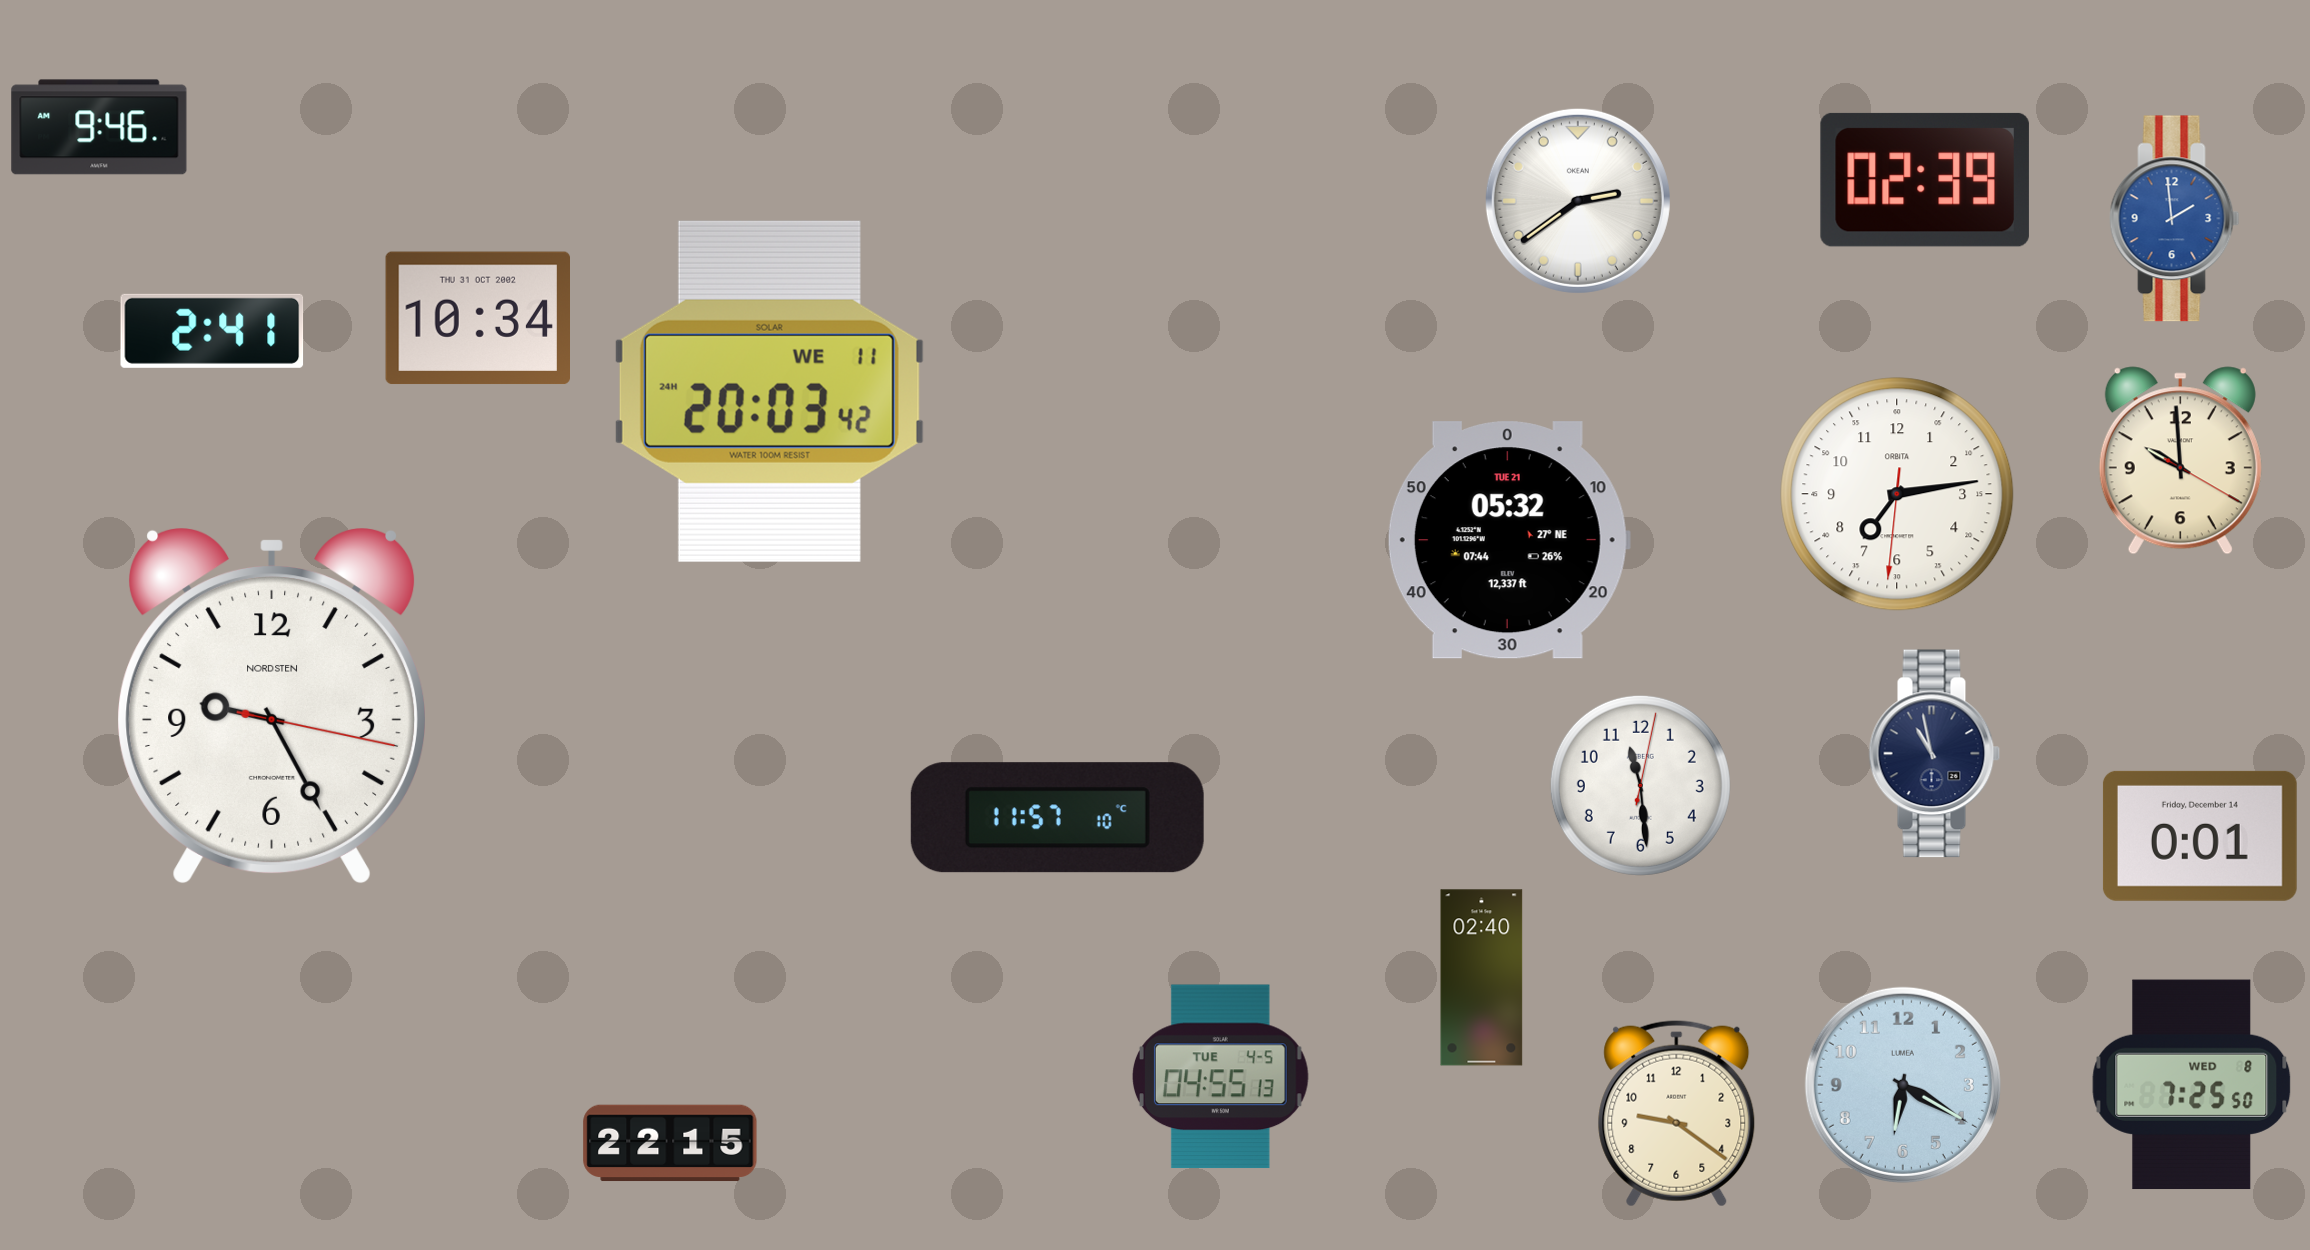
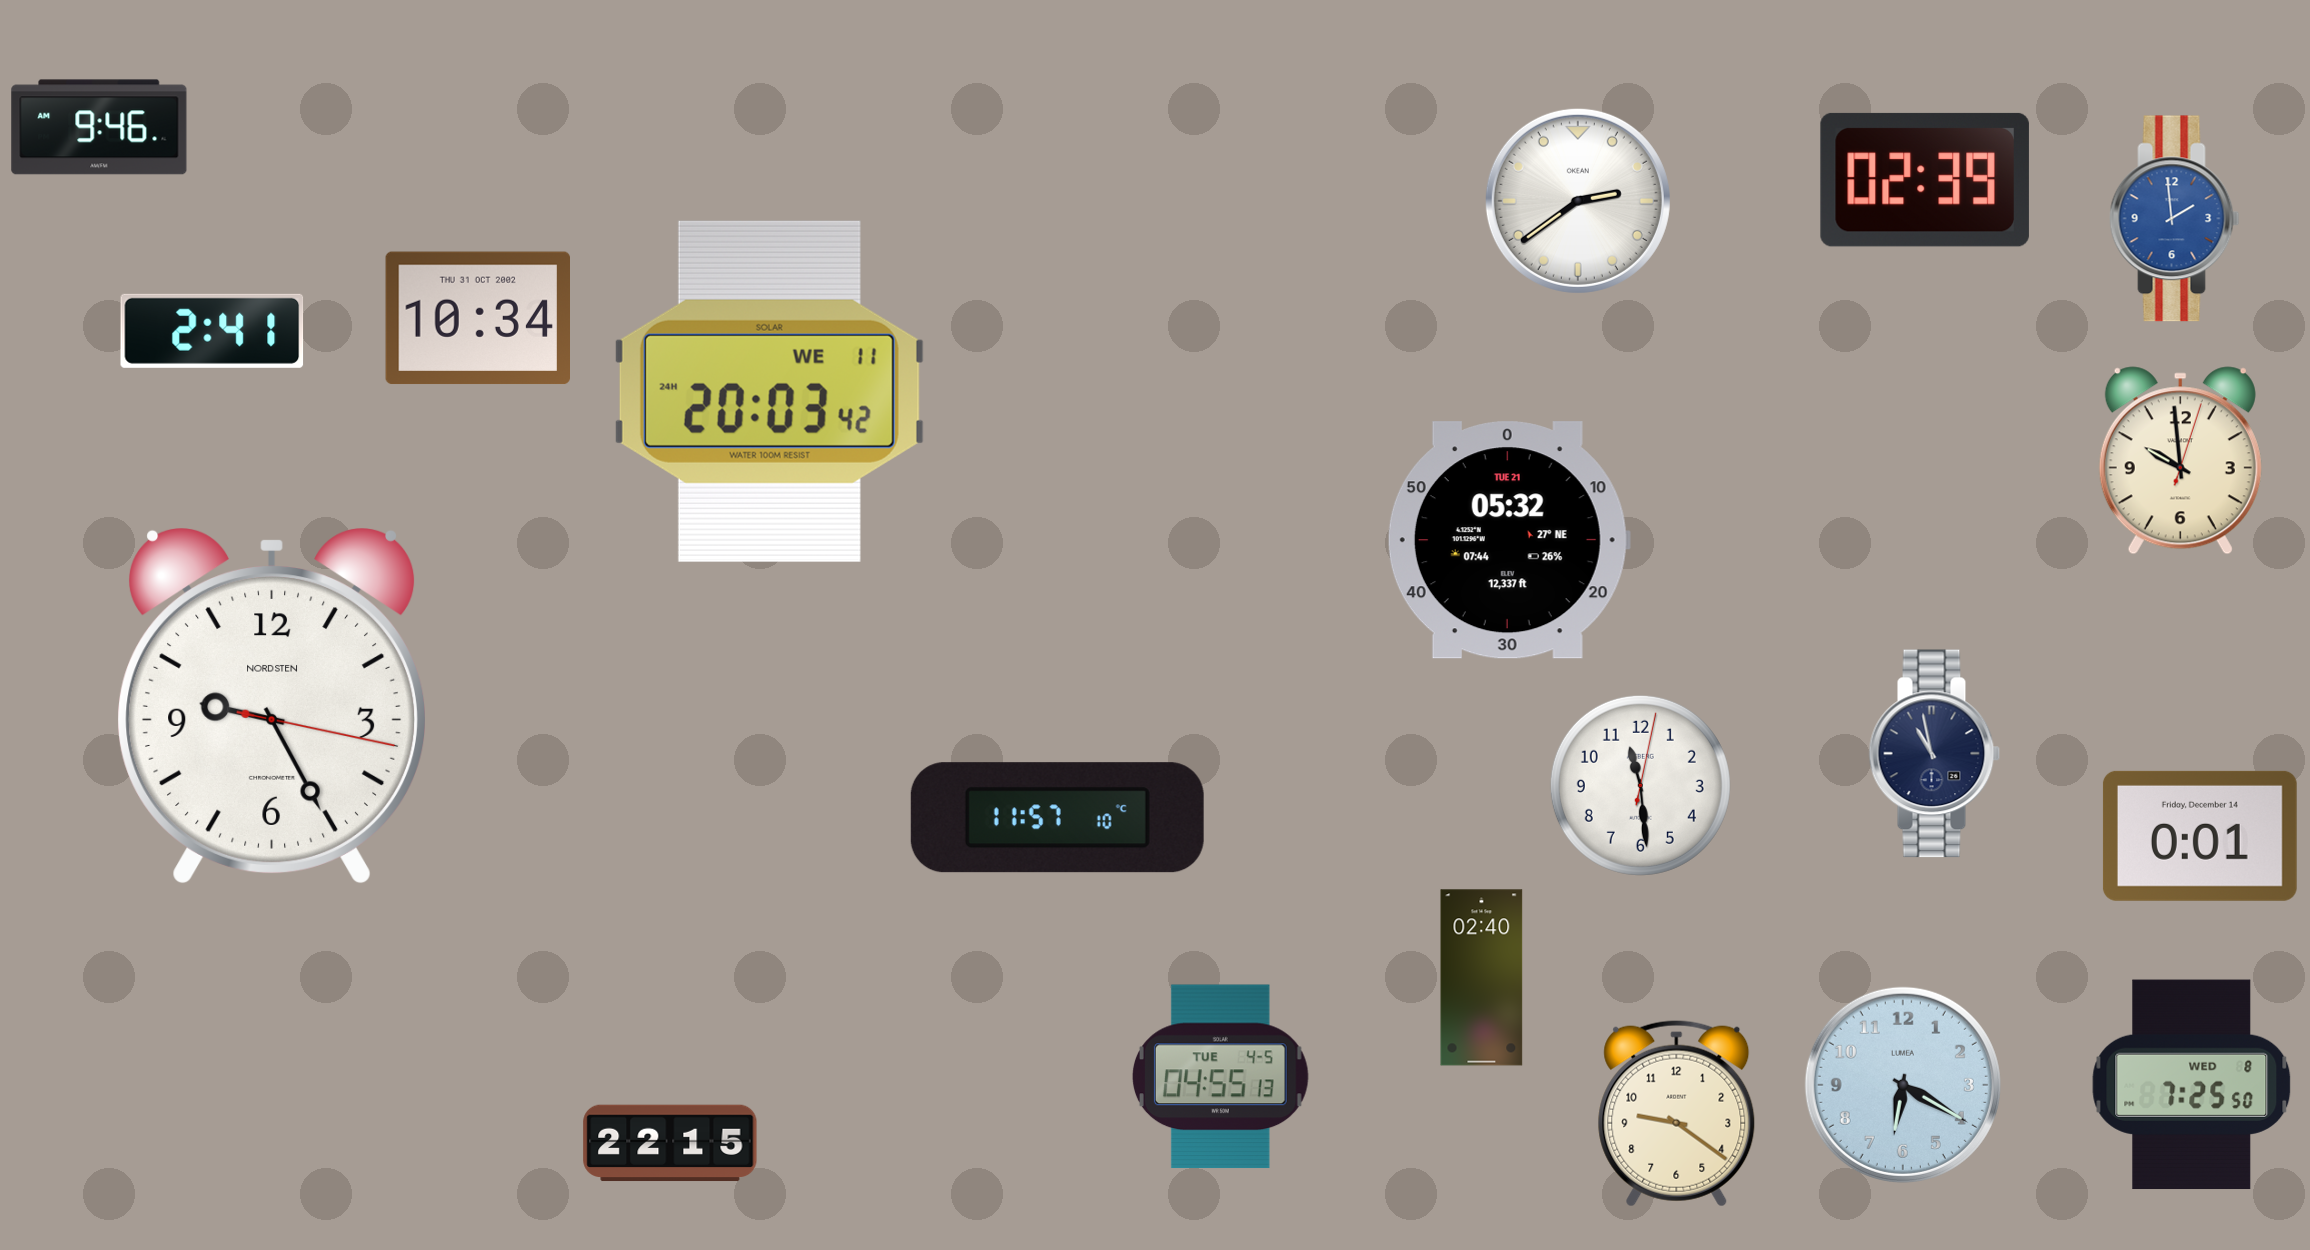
clock at (2180, 461): 9:59:20 -> 9:59:03
clock at (1897, 494): 7:13 -> none
